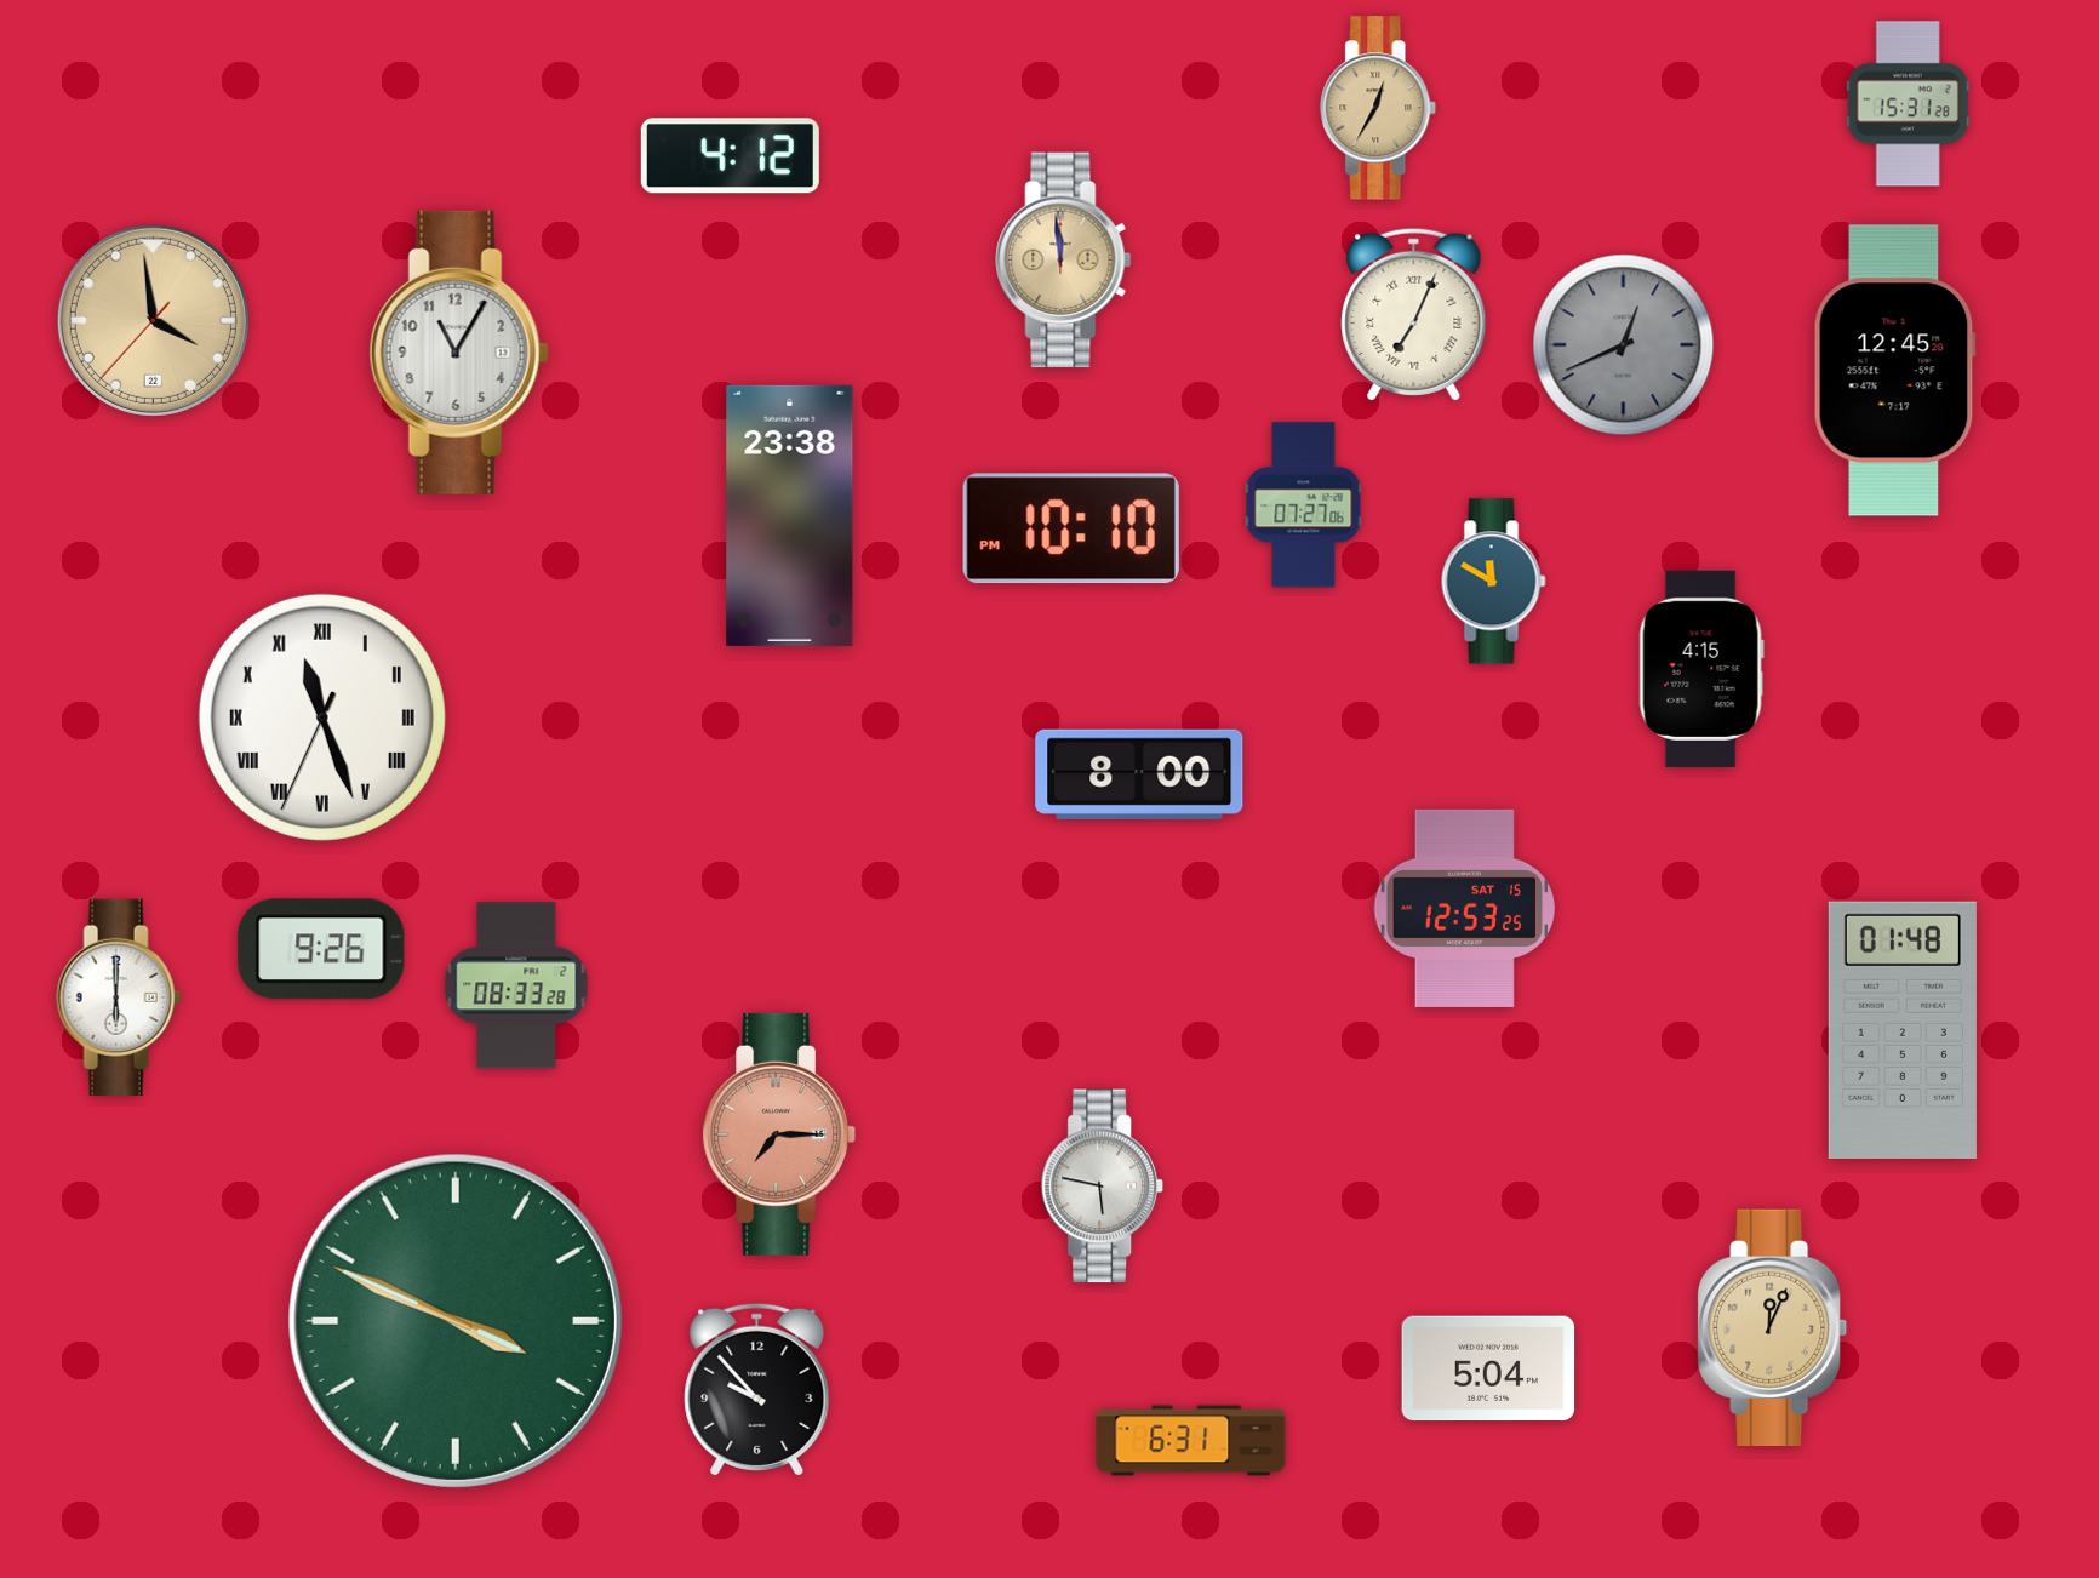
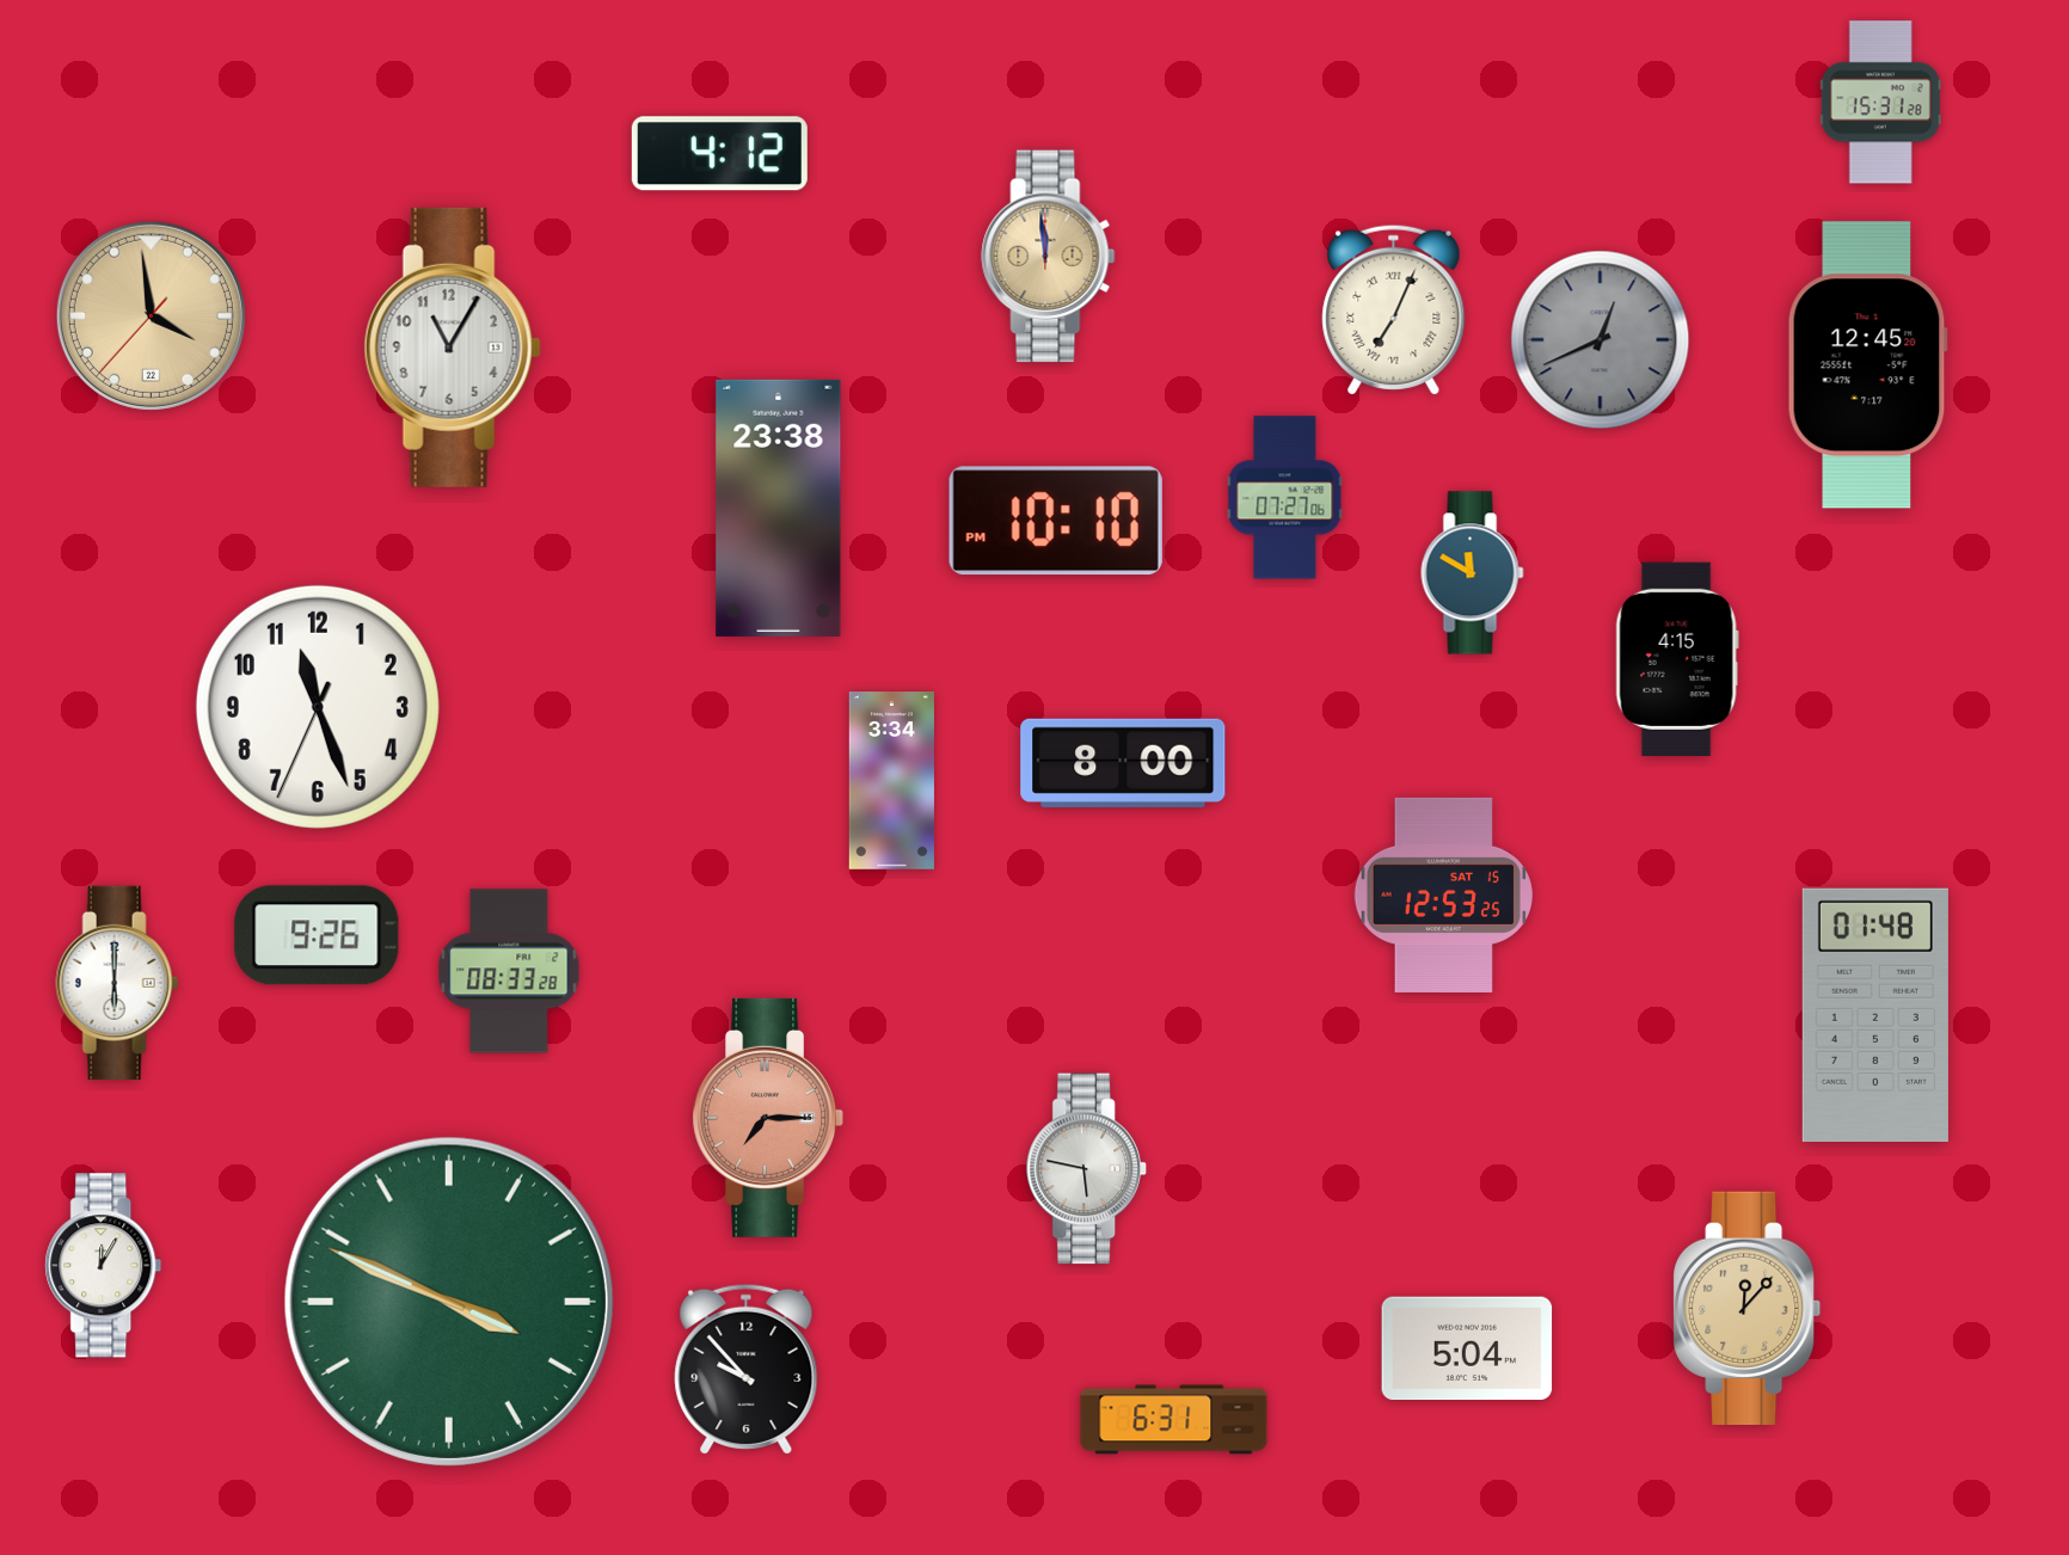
clock at (1379, 108): 12:35 -> none
clock at (322, 717) numerals: Roman -> Arabic
clock at (891, 781): none -> 3:34
clock at (104, 1266): none -> 12:05
clock at (1773, 1327): 12:04 -> 12:07
